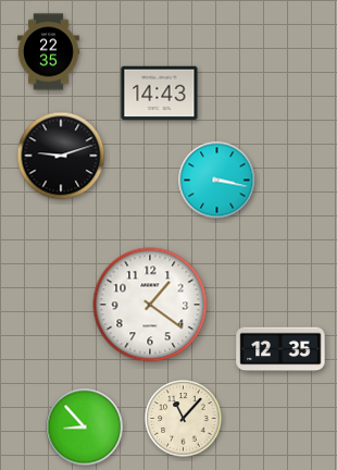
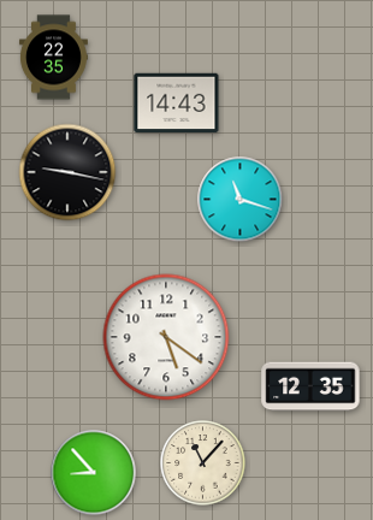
clock at (61, 156): 9:12 -> 9:17
clock at (217, 181): 3:17 -> 11:18
clock at (150, 305): 1:21 -> 5:21
